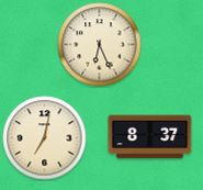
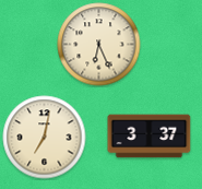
clock at (150, 137): 8:37 -> 3:37
